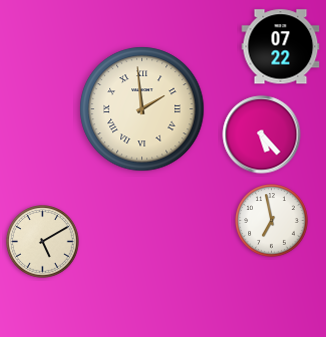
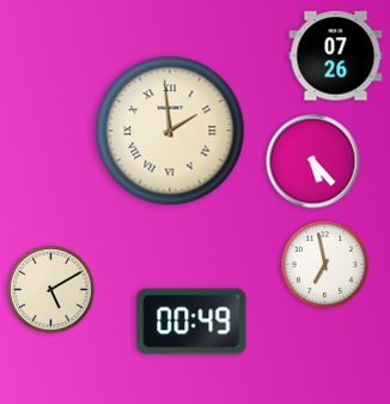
clock at (281, 47): 07:22 -> 07:26
clock at (191, 321): none -> 00:49
